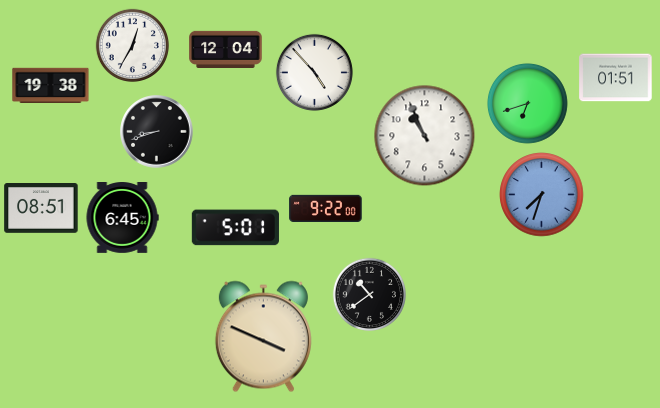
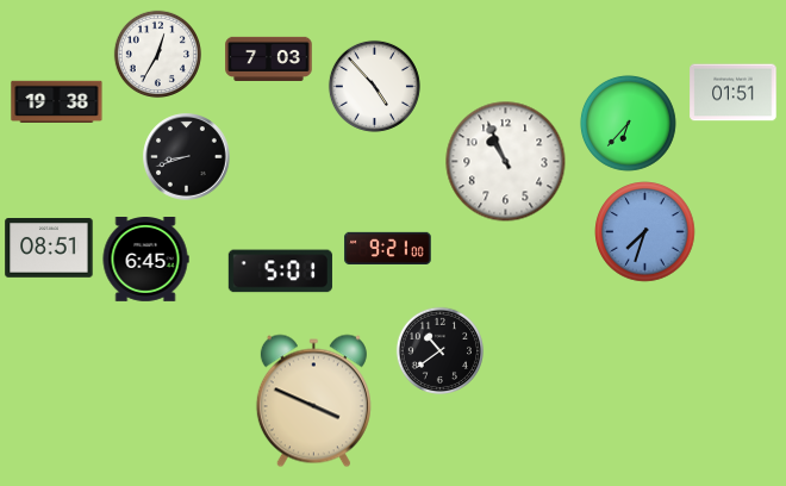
clock at (226, 49): 12:04 -> 7:03
clock at (51, 86) position: (51, 86) -> (57, 102)
clock at (527, 103): 6:42 -> 6:37
clock at (326, 208): 9:22 -> 9:21
